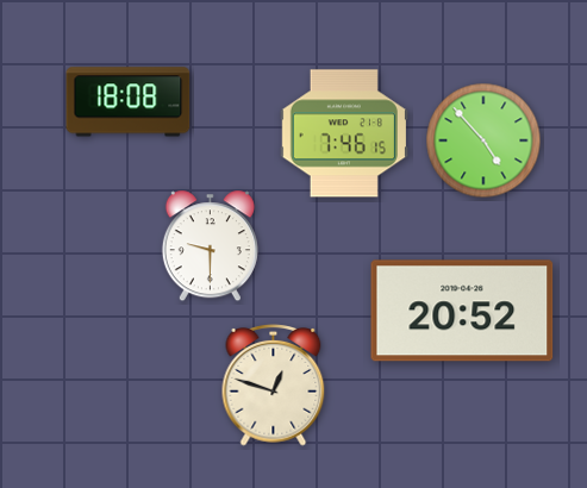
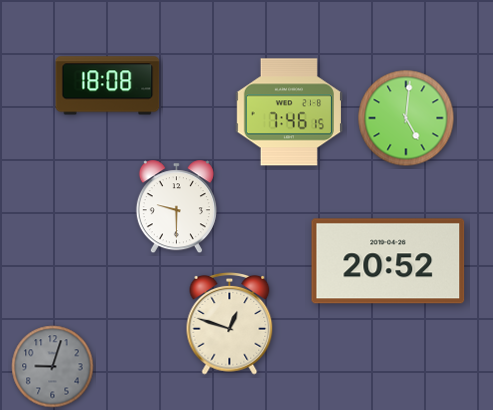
clock at (483, 140): 4:53 -> 5:01
clock at (53, 367): none -> 9:03
